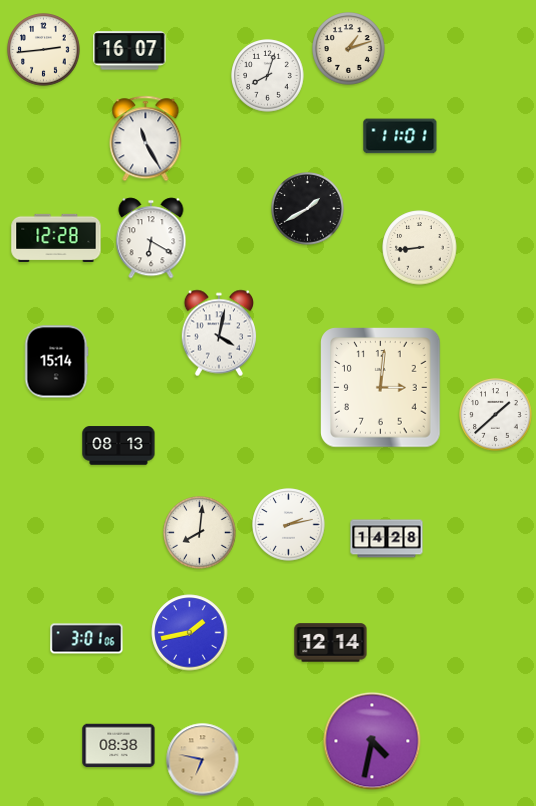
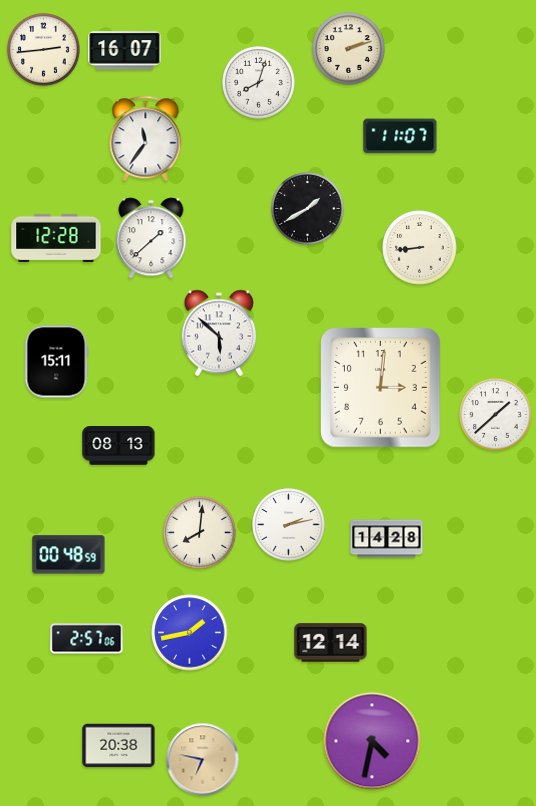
clock at (349, 49): 1:12 -> 2:12
clock at (130, 51) position: (130, 51) -> (125, 51)
clock at (268, 76) position: (268, 76) -> (259, 83)
clock at (400, 136): 11:01 -> 11:07
clock at (146, 139): 11:25 -> 11:36
clock at (151, 238): 6:20 -> 1:38
clock at (219, 333): 4:02 -> 5:52
clock at (56, 362): 15:14 -> 15:11
clock at (69, 555): none -> 00:48
clock at (87, 639): 3:01 -> 2:57
clock at (119, 746): 08:38 -> 20:38
